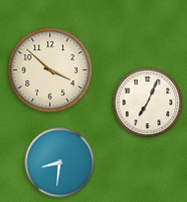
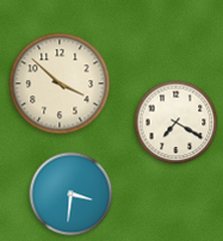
clock at (148, 103): 7:04 -> 7:20
clock at (60, 163): 8:31 -> 3:31
